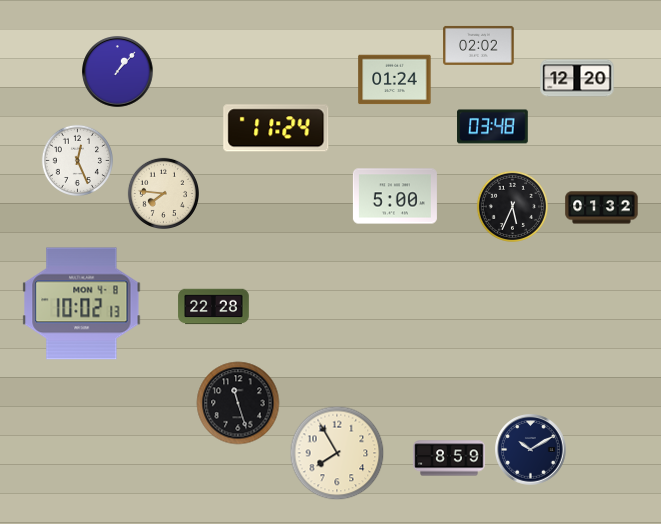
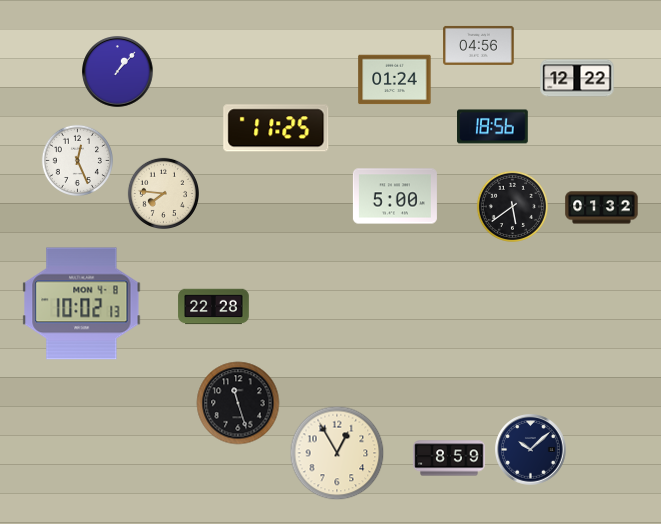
clock at (479, 45): 02:02 -> 04:56
clock at (577, 78): 12:20 -> 12:22
clock at (493, 127): 03:48 -> 18:56
clock at (276, 128): 11:24 -> 11:25
clock at (512, 206): 5:34 -> 5:39
clock at (531, 450): 10:10 -> 10:08
clock at (337, 453): 7:55 -> 12:55
